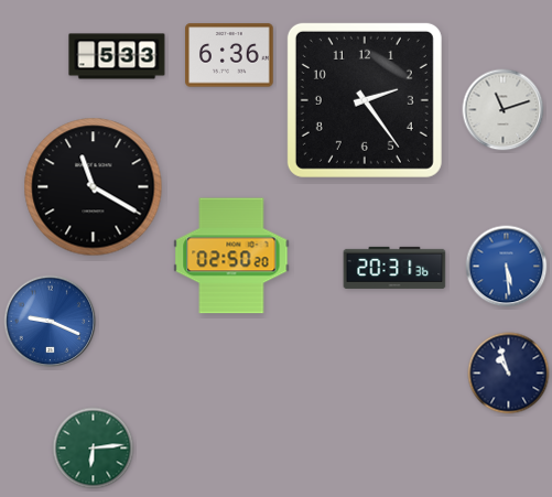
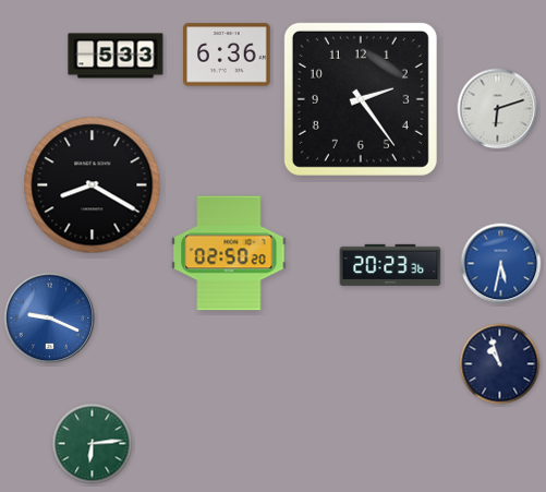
clock at (504, 110): 11:12 -> 6:12
clock at (94, 187): 11:20 -> 8:20
clock at (507, 267): 5:29 -> 5:32
clock at (394, 268): 20:31 -> 20:23
clock at (509, 374) position: (509, 374) -> (500, 364)
